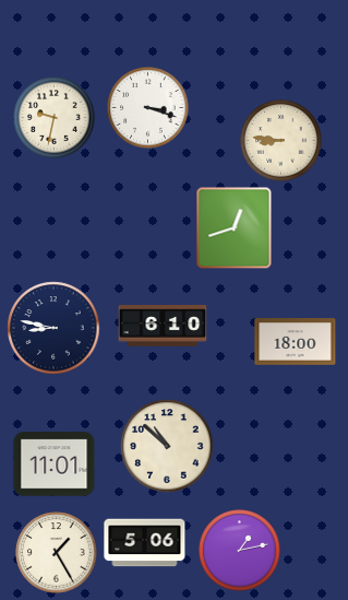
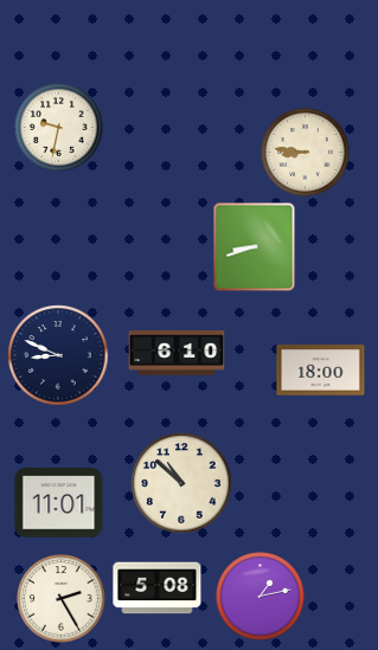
clock at (148, 108): 3:18 -> none
clock at (235, 228): 12:42 -> 8:42
clock at (53, 328): 8:47 -> 8:49
clock at (145, 543): 5:06 -> 5:08
clock at (57, 553): 1:25 -> 2:25
